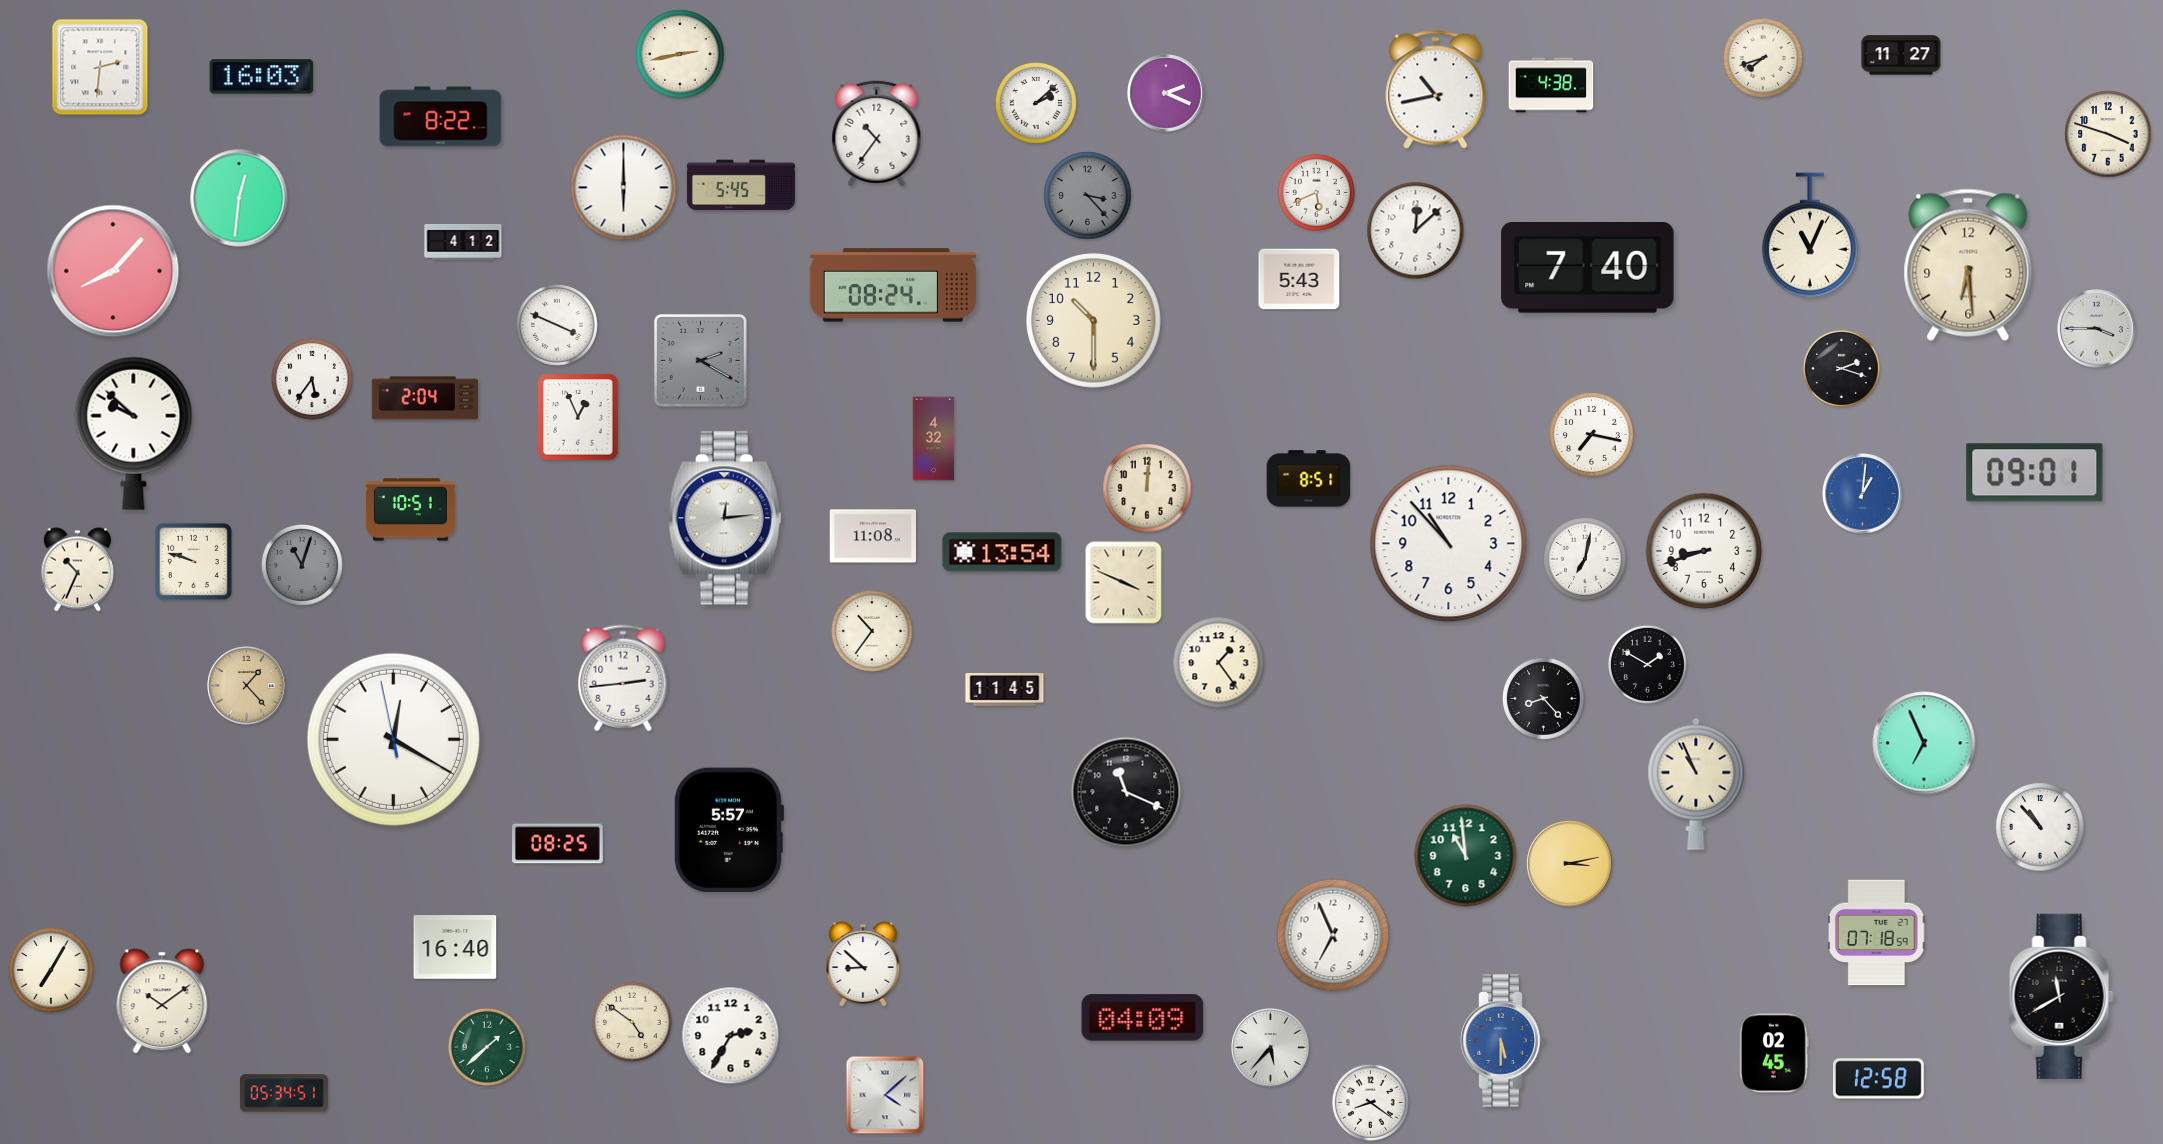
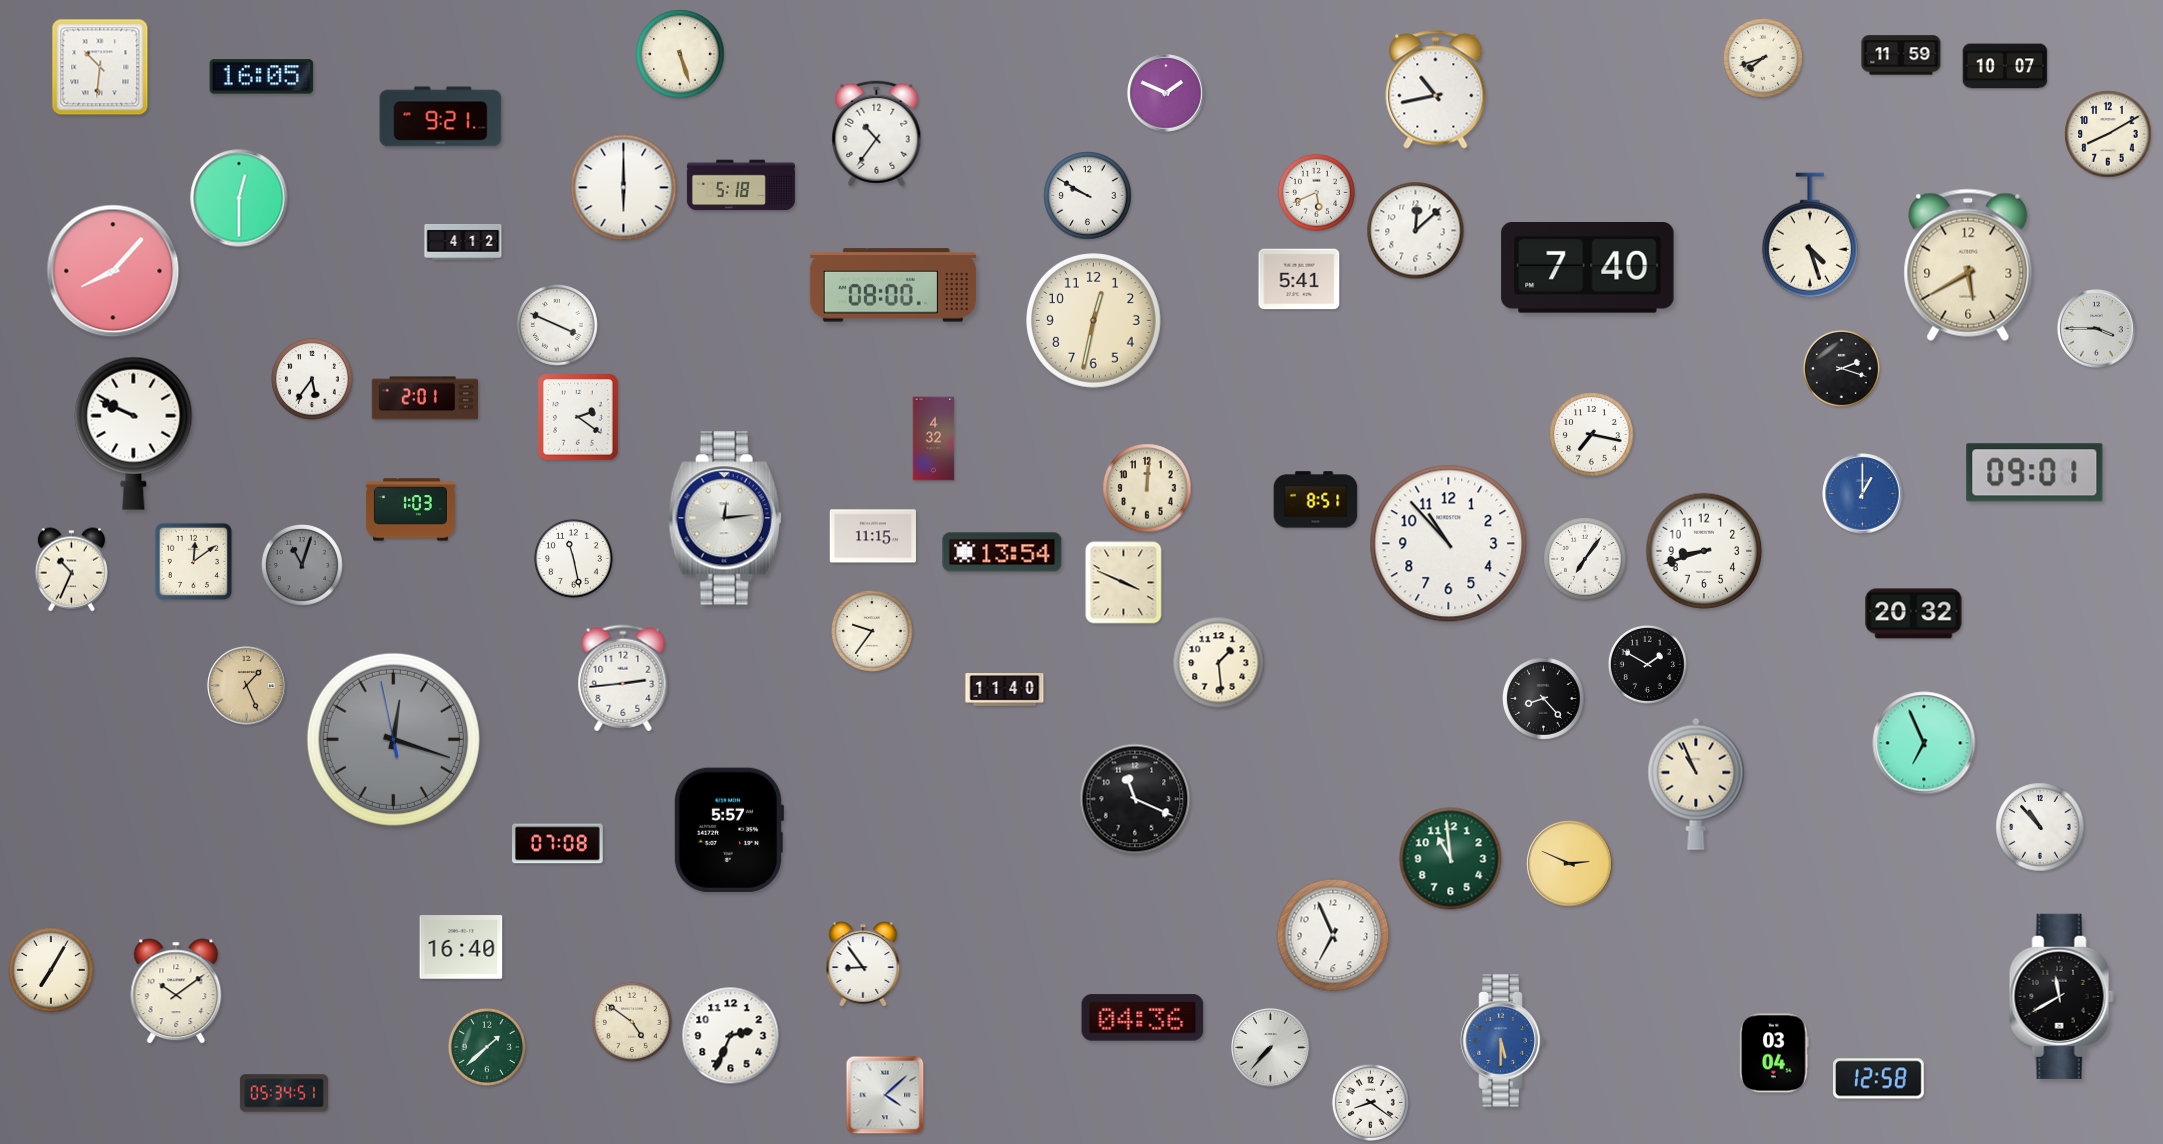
clock at (680, 54): 2:43 -> 5:27
clock at (1901, 55): 11:27 -> 11:59
clock at (2005, 66): none -> 10:07
clock at (100, 67): 2:31 -> 10:31
clock at (262, 77): 16:03 -> 16:05
clock at (1551, 85): 4:38 -> none
clock at (1166, 93): 2:19 -> 1:49
clock at (1037, 104): 2:08 -> none
clock at (441, 117): 8:22 -> 9:21
clock at (2108, 134): 3:48 -> 8:10
clock at (741, 185): 5:45 -> 5:18
clock at (1088, 196): 3:23 -> 9:50
clock at (1088, 196) dial: grey -> white
clock at (239, 198): 12:31 -> 12:30
clock at (1810, 235): 11:04 -> 4:27
clock at (1968, 265): 6:29 -> 5:40
clock at (1299, 279): 5:43 -> 5:41
clock at (893, 285): 08:24 -> 08:00
clock at (1094, 321): 10:30 -> 12:32
clock at (700, 360): 2:20 -> none
clock at (424, 398): 2:04 -> 2:01
clock at (578, 417): 12:56 -> 2:21
clock at (134, 433): 9:52 -> 9:49
clock at (1309, 479) position: (1309, 479) -> (1316, 500)
clock at (1863, 494): 1:01 -> 1:00
clock at (410, 510): 10:51 -> 1:03
clock at (873, 536): 11:08 -> 11:15
clock at (573, 558): none -> 11:28
clock at (1585, 559): 7:02 -> 7:06
clock at (193, 561): 9:48 -> 12:09
clock at (78, 570) position: (78, 570) -> (72, 570)
clock at (1914, 614): none -> 20:32
clock at (873, 632): 10:36 -> 9:36
clock at (1219, 663): 1:24 -> 1:29
clock at (247, 686): 1:23 -> 1:26
clock at (1005, 690): 11:45 -> 11:40
clock at (393, 739): 12:19 -> 12:17
clock at (393, 739) dial: white -> grey
clock at (1126, 792) position: (1126, 792) -> (1135, 799)
clock at (558, 844): 08:25 -> 07:08
clock at (1466, 856) position: (1466, 856) -> (1451, 859)
clock at (1570, 864): 3:13 -> 2:49
clock at (1877, 933): 07:18 -> none
clock at (455, 947) position: (455, 947) -> (461, 947)
clock at (863, 964): 8:52 -> 8:54
clock at (162, 1001) position: (162, 1001) -> (176, 991)
clock at (1143, 1018): 04:09 -> 04:36
clock at (731, 1036): 2:35 -> 2:34
clock at (1271, 1048): 5:37 -> 7:37
clock at (1774, 1053): 02:45 -> 03:04
